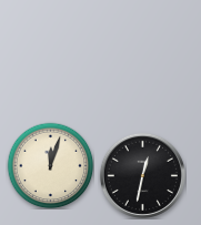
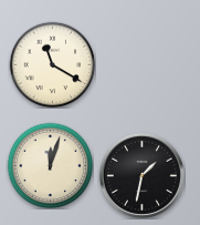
clock at (52, 64): none -> 11:20
clock at (142, 175): 12:32 -> 1:32
